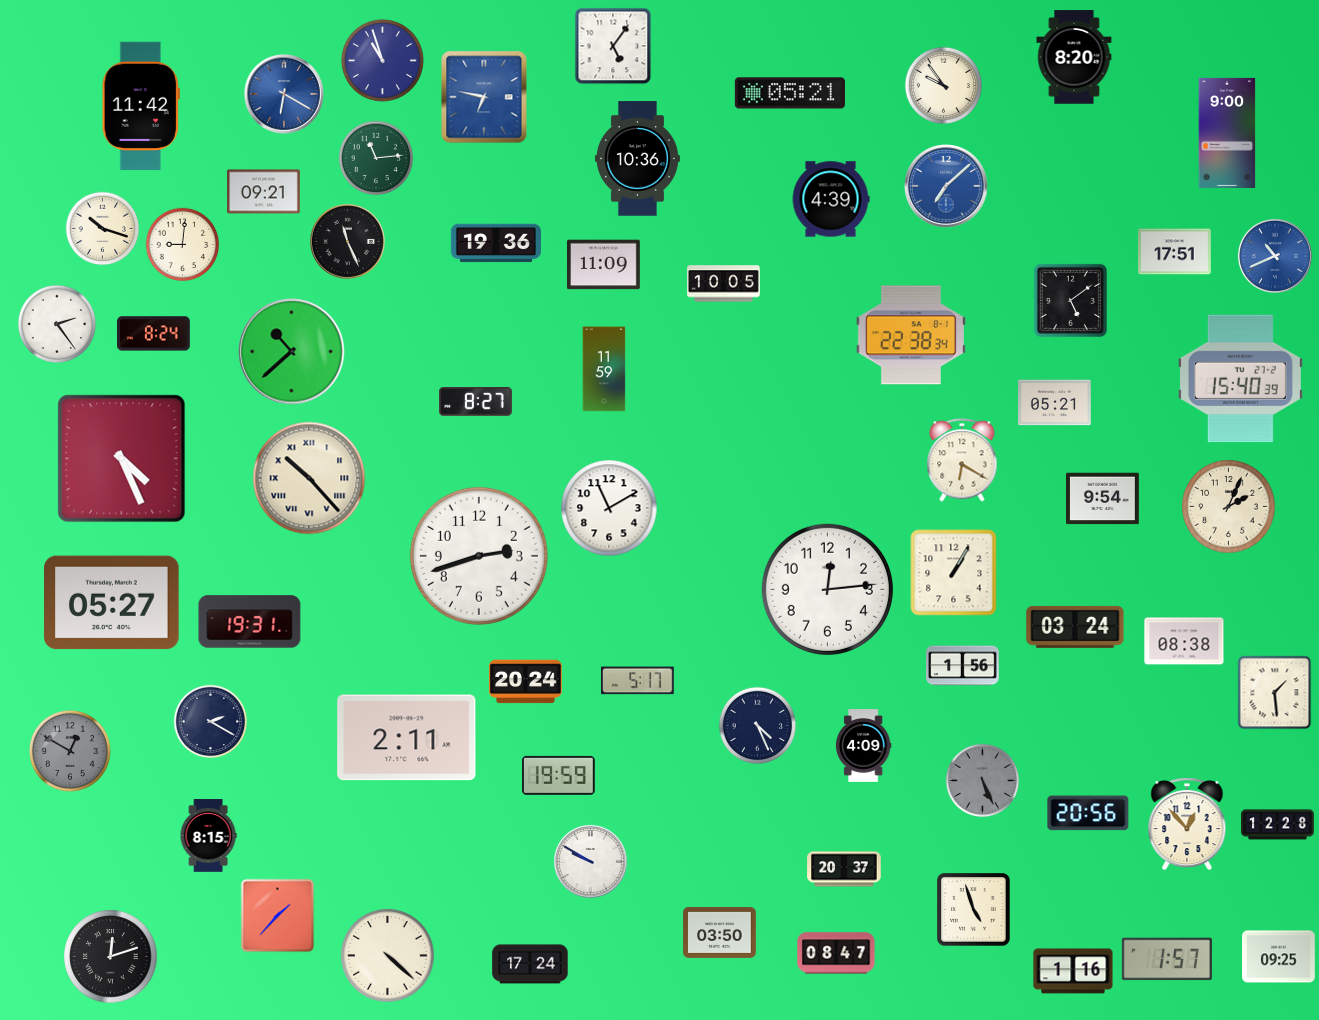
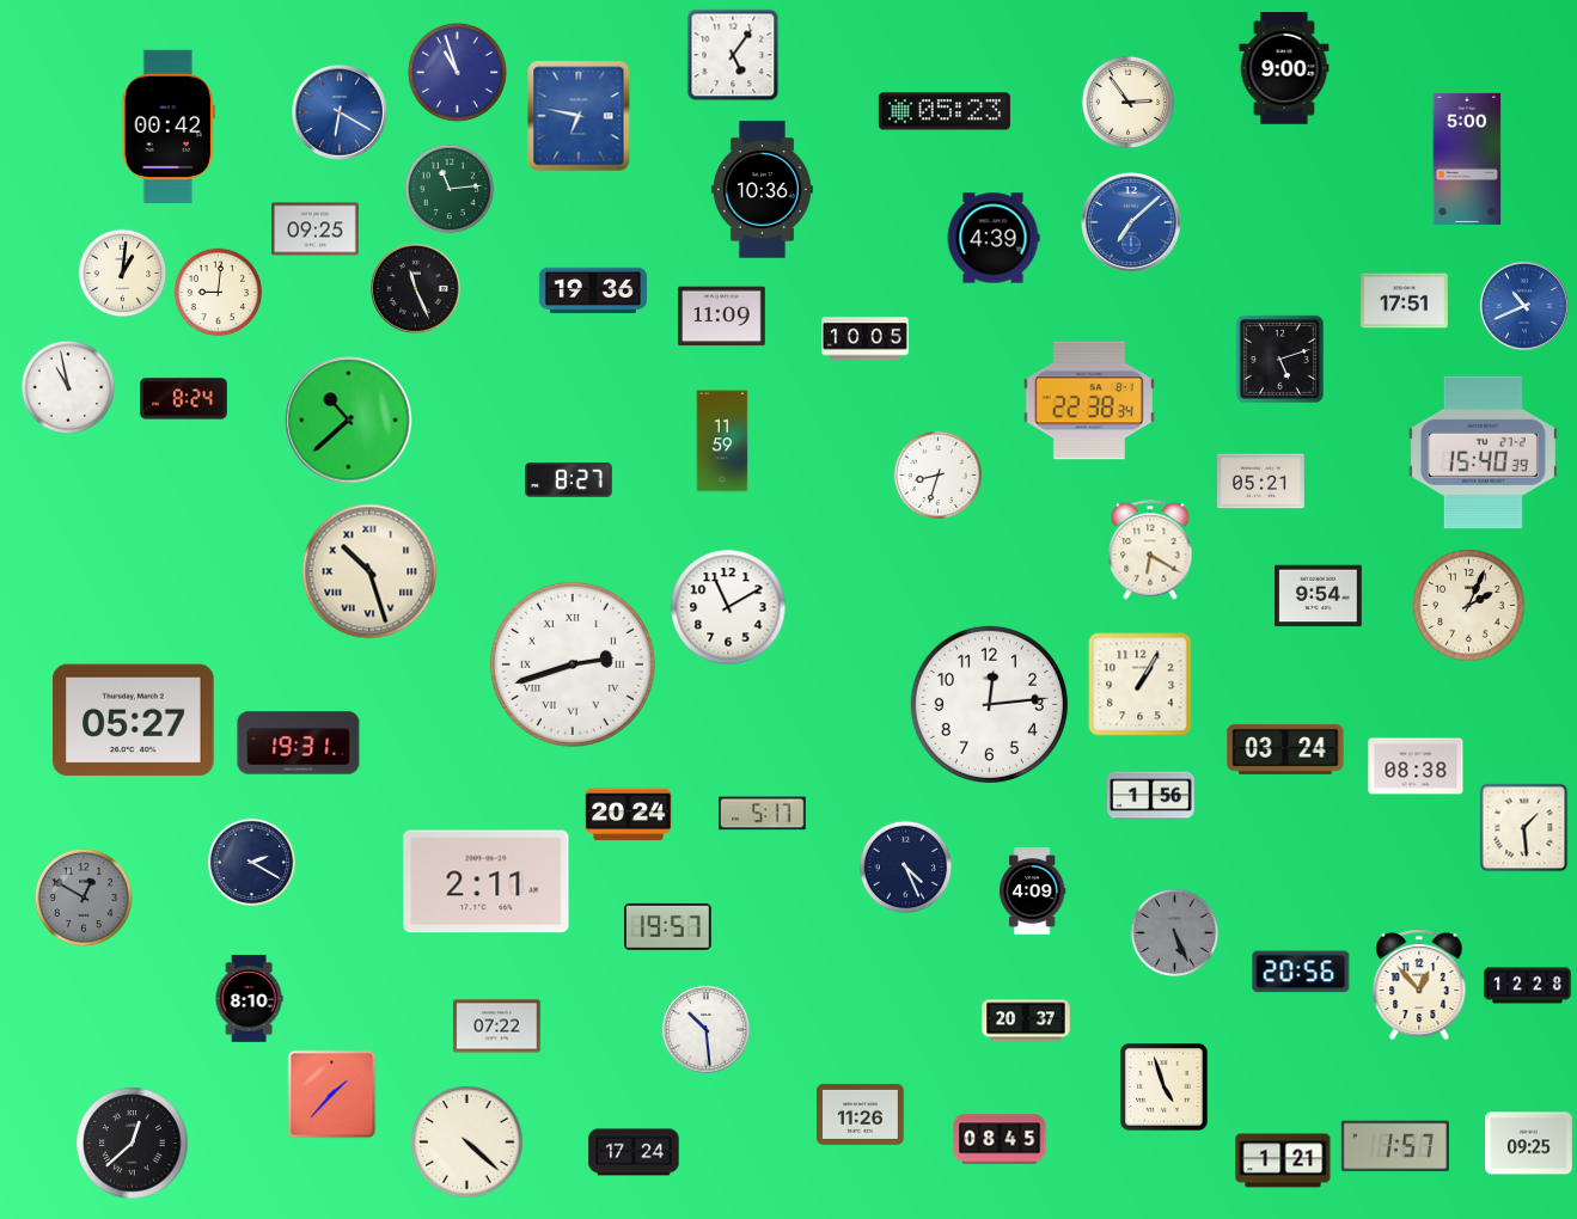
clock at (1074, 57): 8:20 -> 9:00
clock at (943, 85): 9:54 -> 2:54
clock at (790, 93): 05:21 -> 05:23
clock at (141, 106): 11:42 -> 00:42
clock at (1227, 133): 9:00 -> 5:00
clock at (264, 192): 09:21 -> 09:25
clock at (103, 229): 10:18 -> 1:01
clock at (1070, 300): 5:09 -> 5:12
clock at (56, 323): 2:24 -> 10:58
clock at (939, 476): none -> 8:33
clock at (122, 459): 4:26 -> none
clock at (309, 478): 10:23 -> 10:27
clock at (479, 556) numerals: Arabic -> Roman
clock at (559, 775): 19:59 -> 19:57
clock at (208, 836): 8:15 -> 8:10
clock at (497, 1027): none -> 07:22
clock at (590, 861): 9:50 -> 10:29
clock at (844, 869) position: (844, 869) -> (1026, 1021)
clock at (720, 932): 03:50 -> 11:26
clock at (836, 953): 08:47 -> 08:45
clock at (388, 956) position: (388, 956) -> (467, 1143)
clock at (111, 957): 12:12 -> 12:38
clock at (1073, 971): 1:16 -> 1:21
